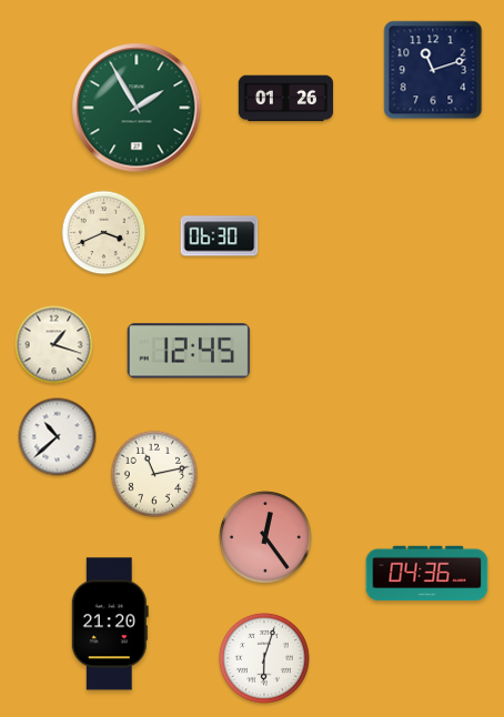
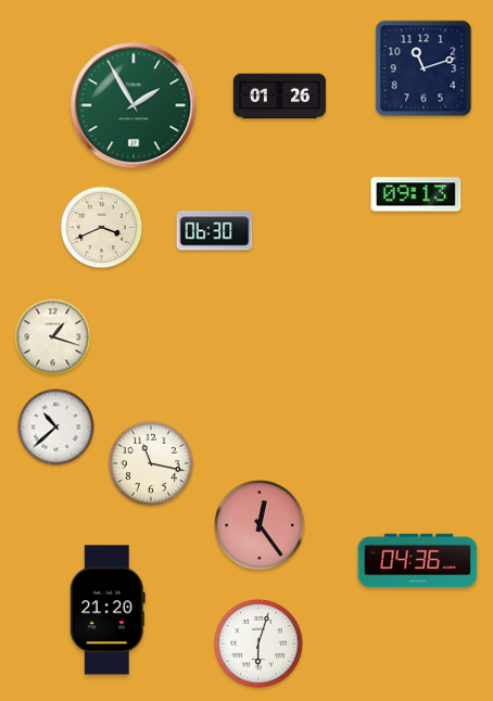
clock at (416, 194): none -> 09:13
clock at (189, 351): 12:45 -> none
clock at (153, 473): 11:13 -> 11:17
